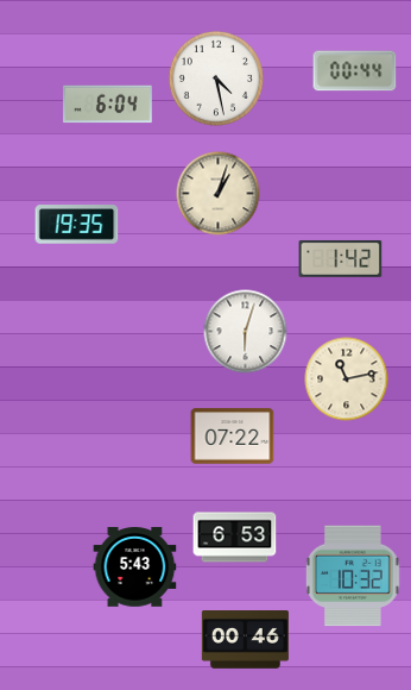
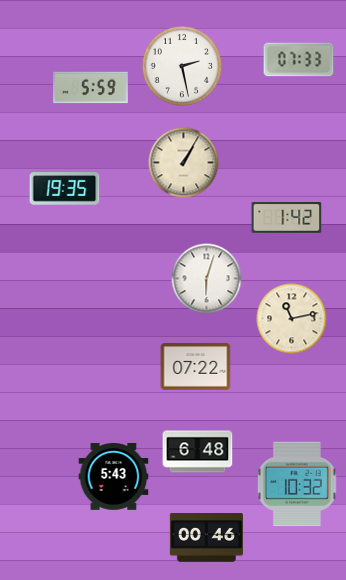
clock at (355, 71): 00:44 -> 07:33
clock at (216, 79): 4:28 -> 2:28
clock at (108, 105): 6:04 -> 5:59
clock at (219, 194): 1:03 -> 1:05
clock at (235, 538): 6:53 -> 6:48
